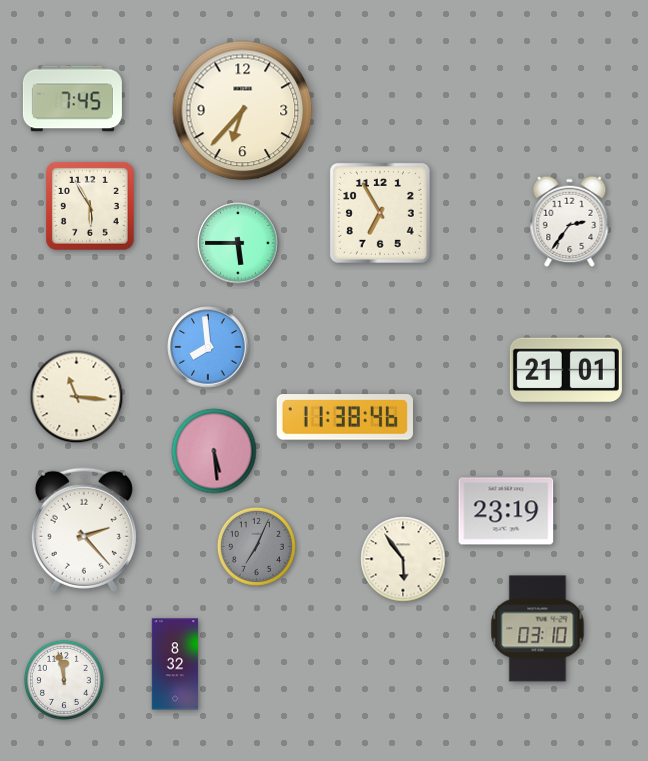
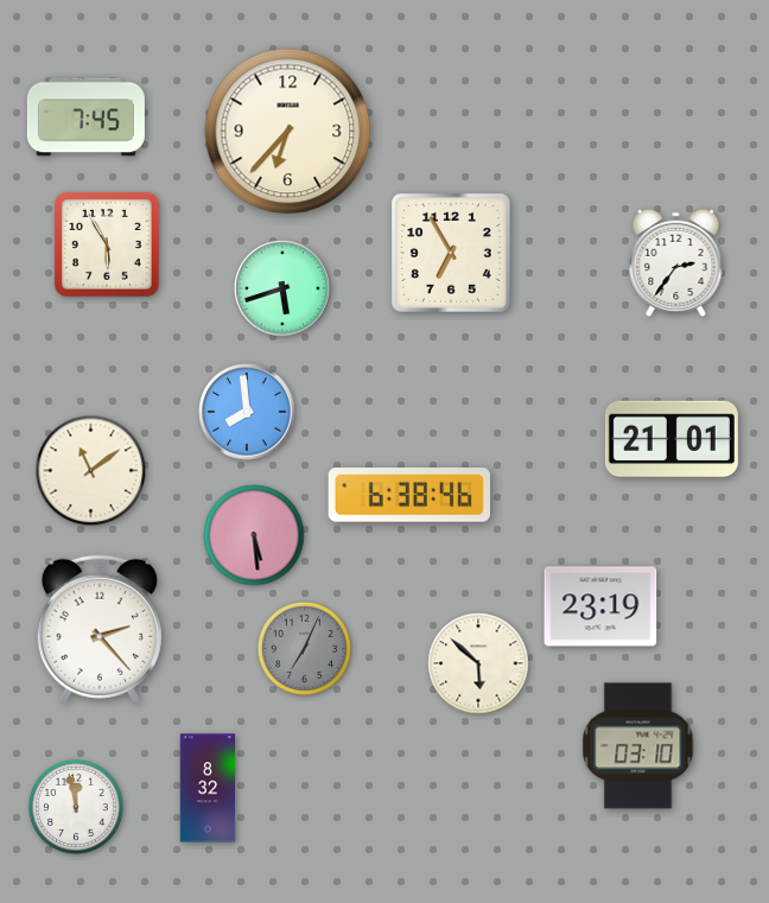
clock at (238, 243): 5:45 -> 5:42
clock at (77, 397): 11:16 -> 11:09
clock at (344, 417): 11:38 -> 6:38
clock at (403, 559): 5:54 -> 5:52
